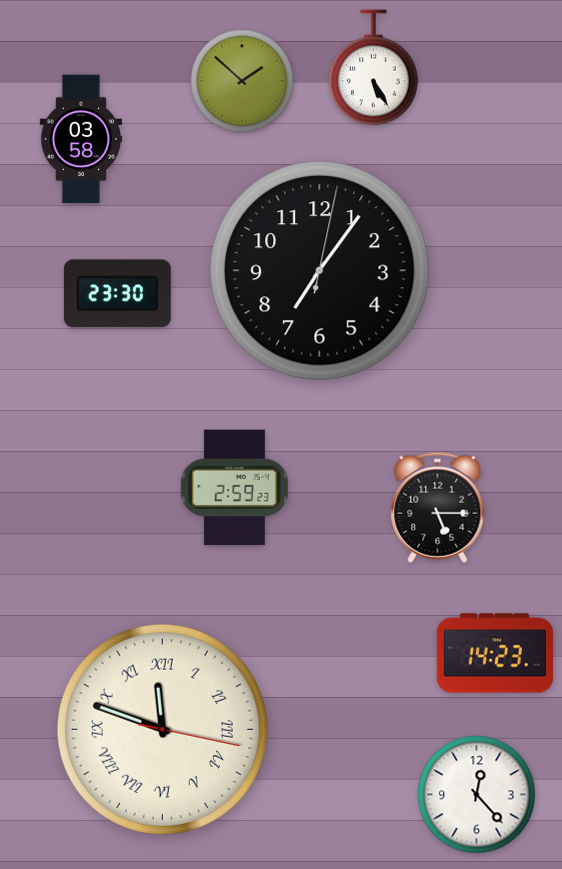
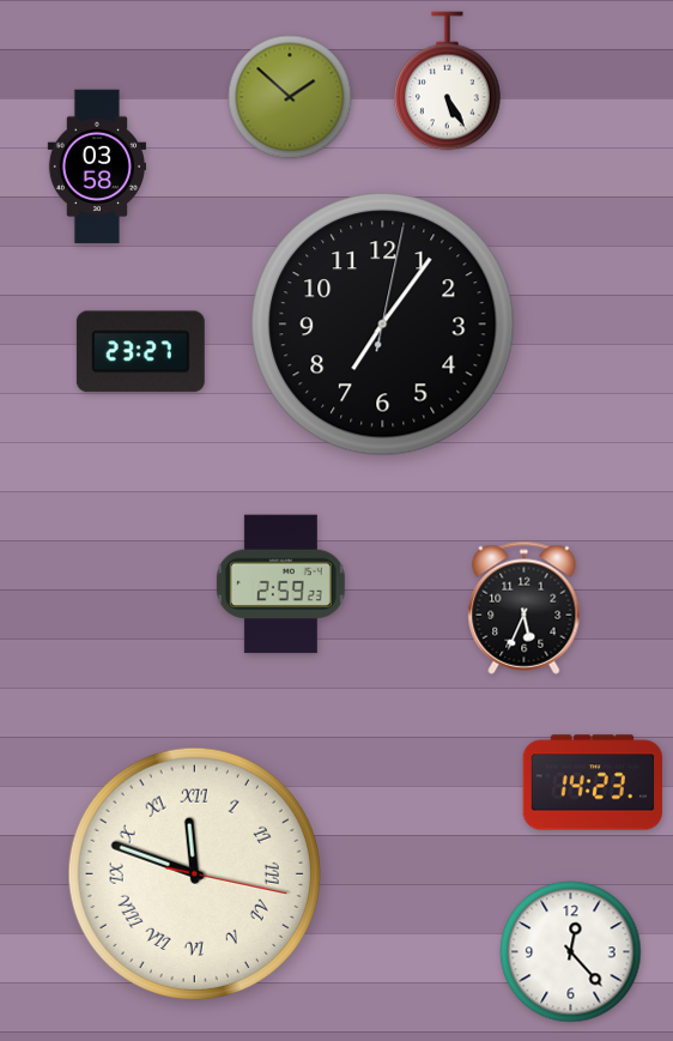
clock at (117, 294): 23:30 -> 23:27
clock at (438, 507): 5:15 -> 5:34
